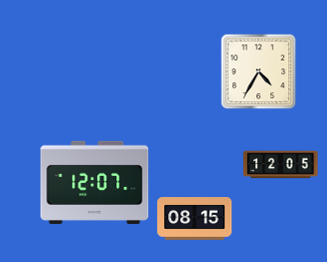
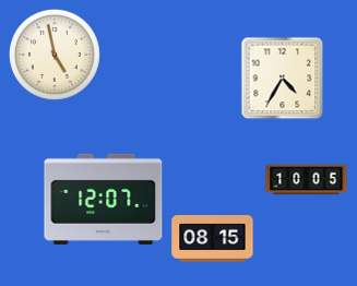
clock at (55, 55): none -> 4:58
clock at (281, 165): 12:05 -> 10:05
